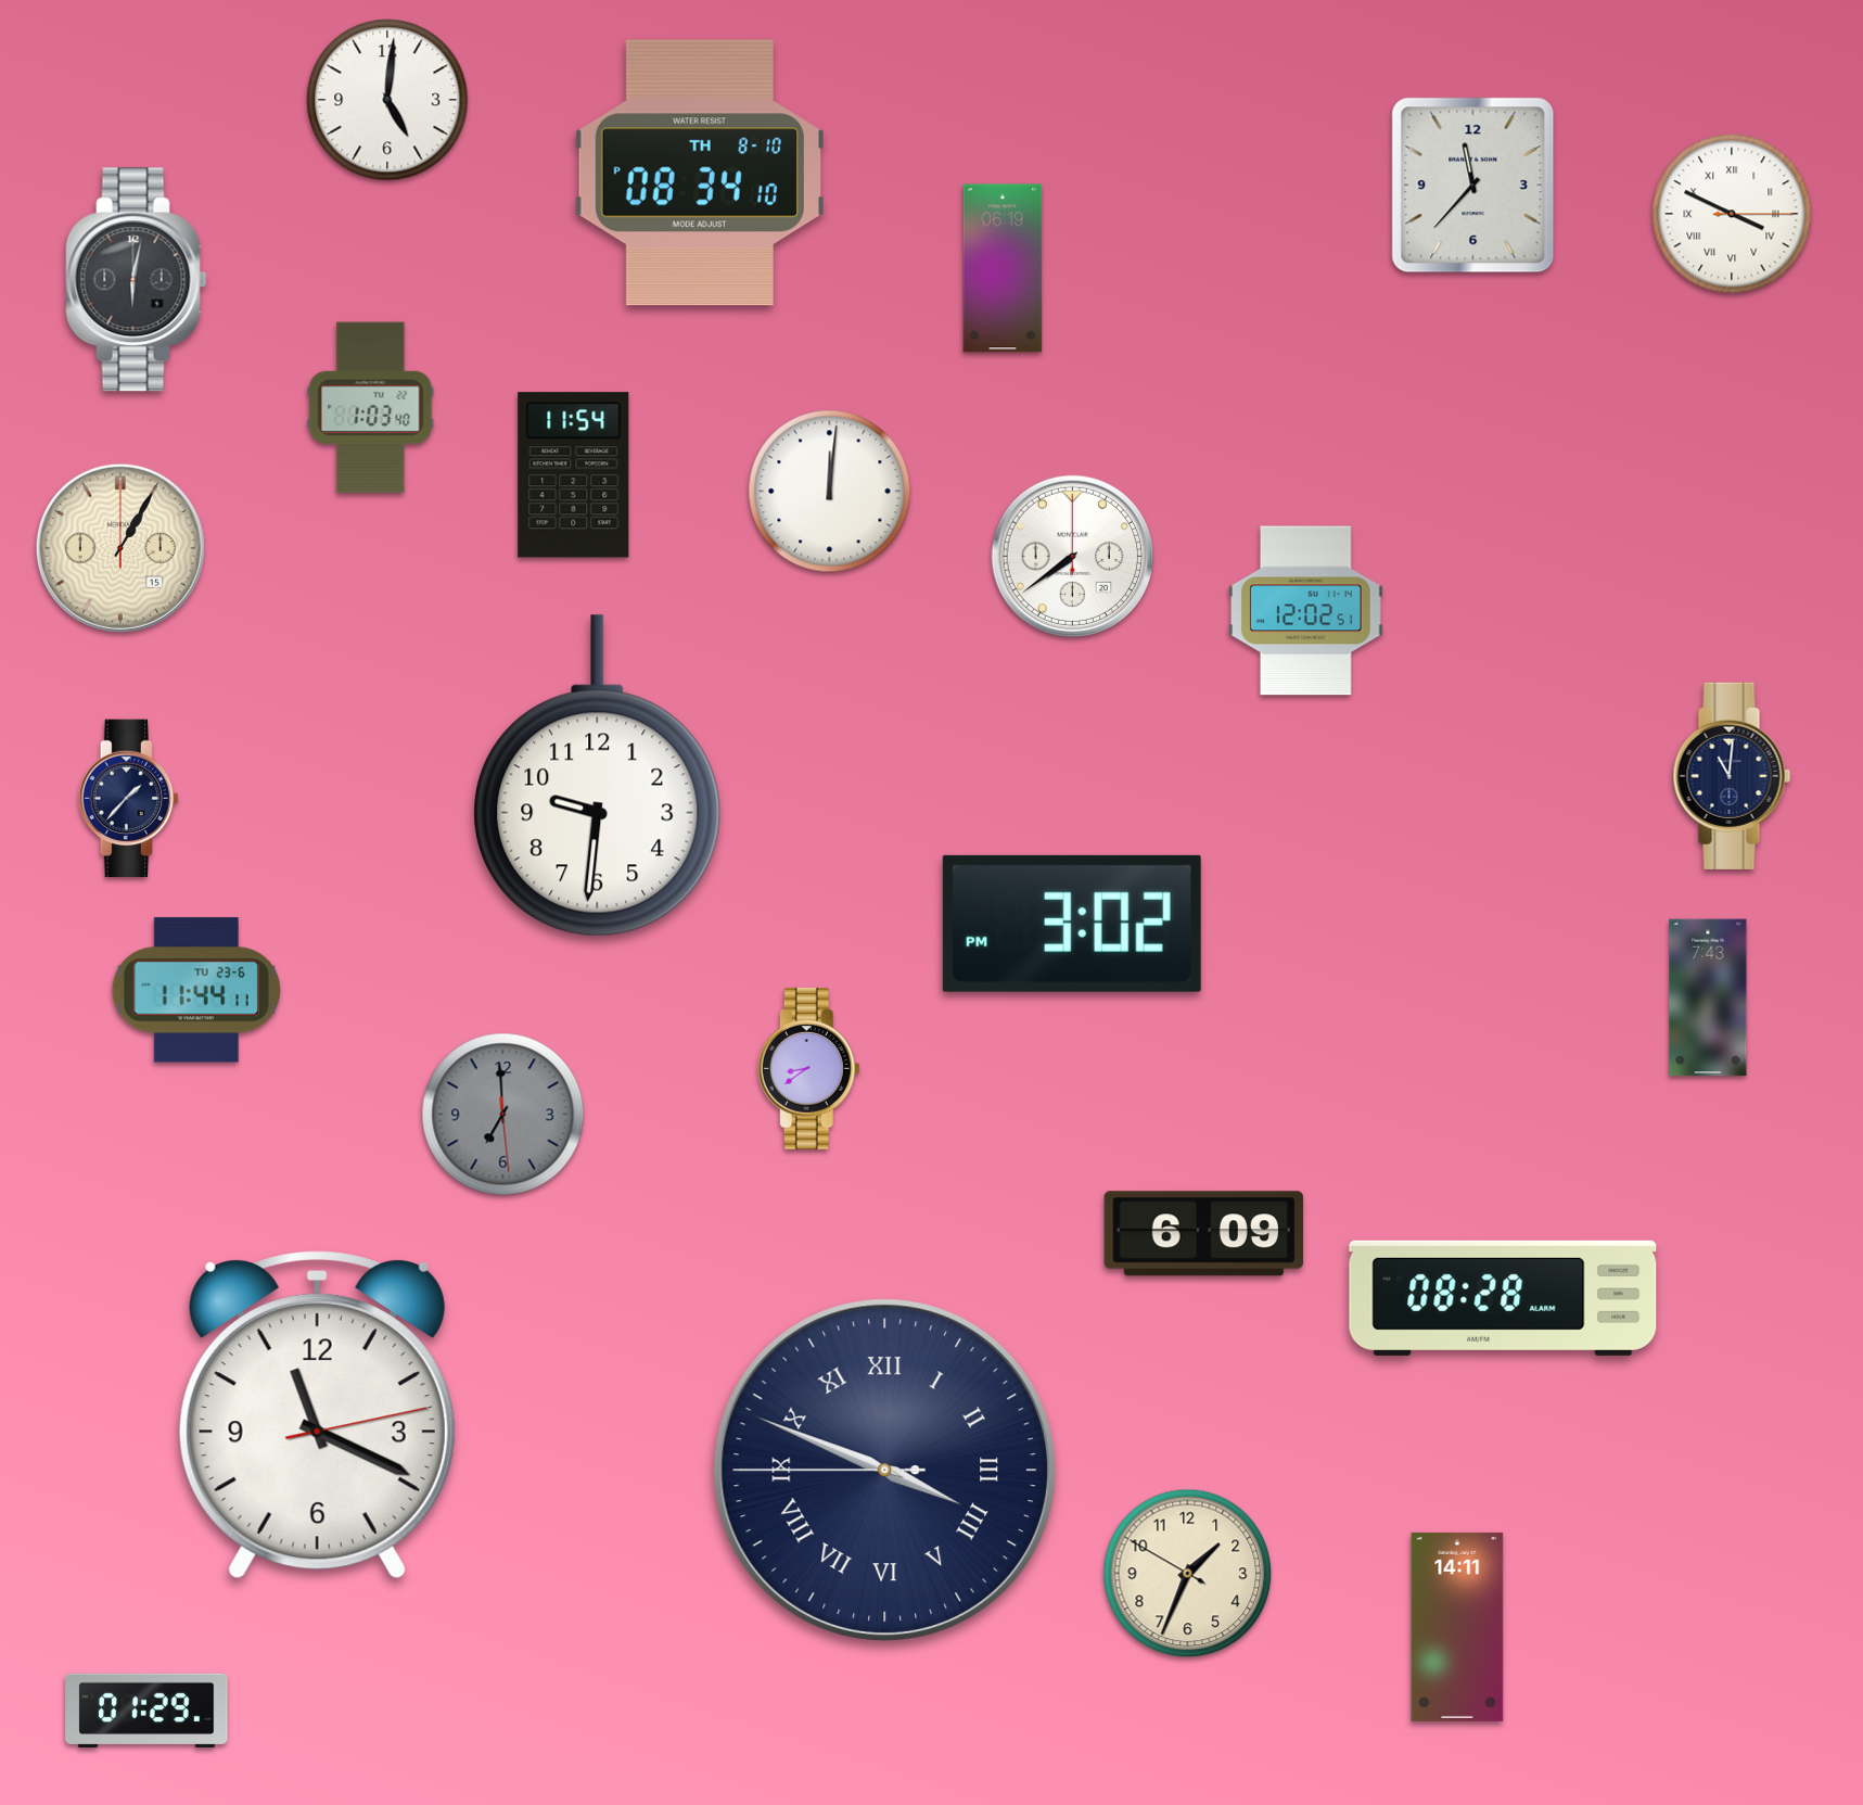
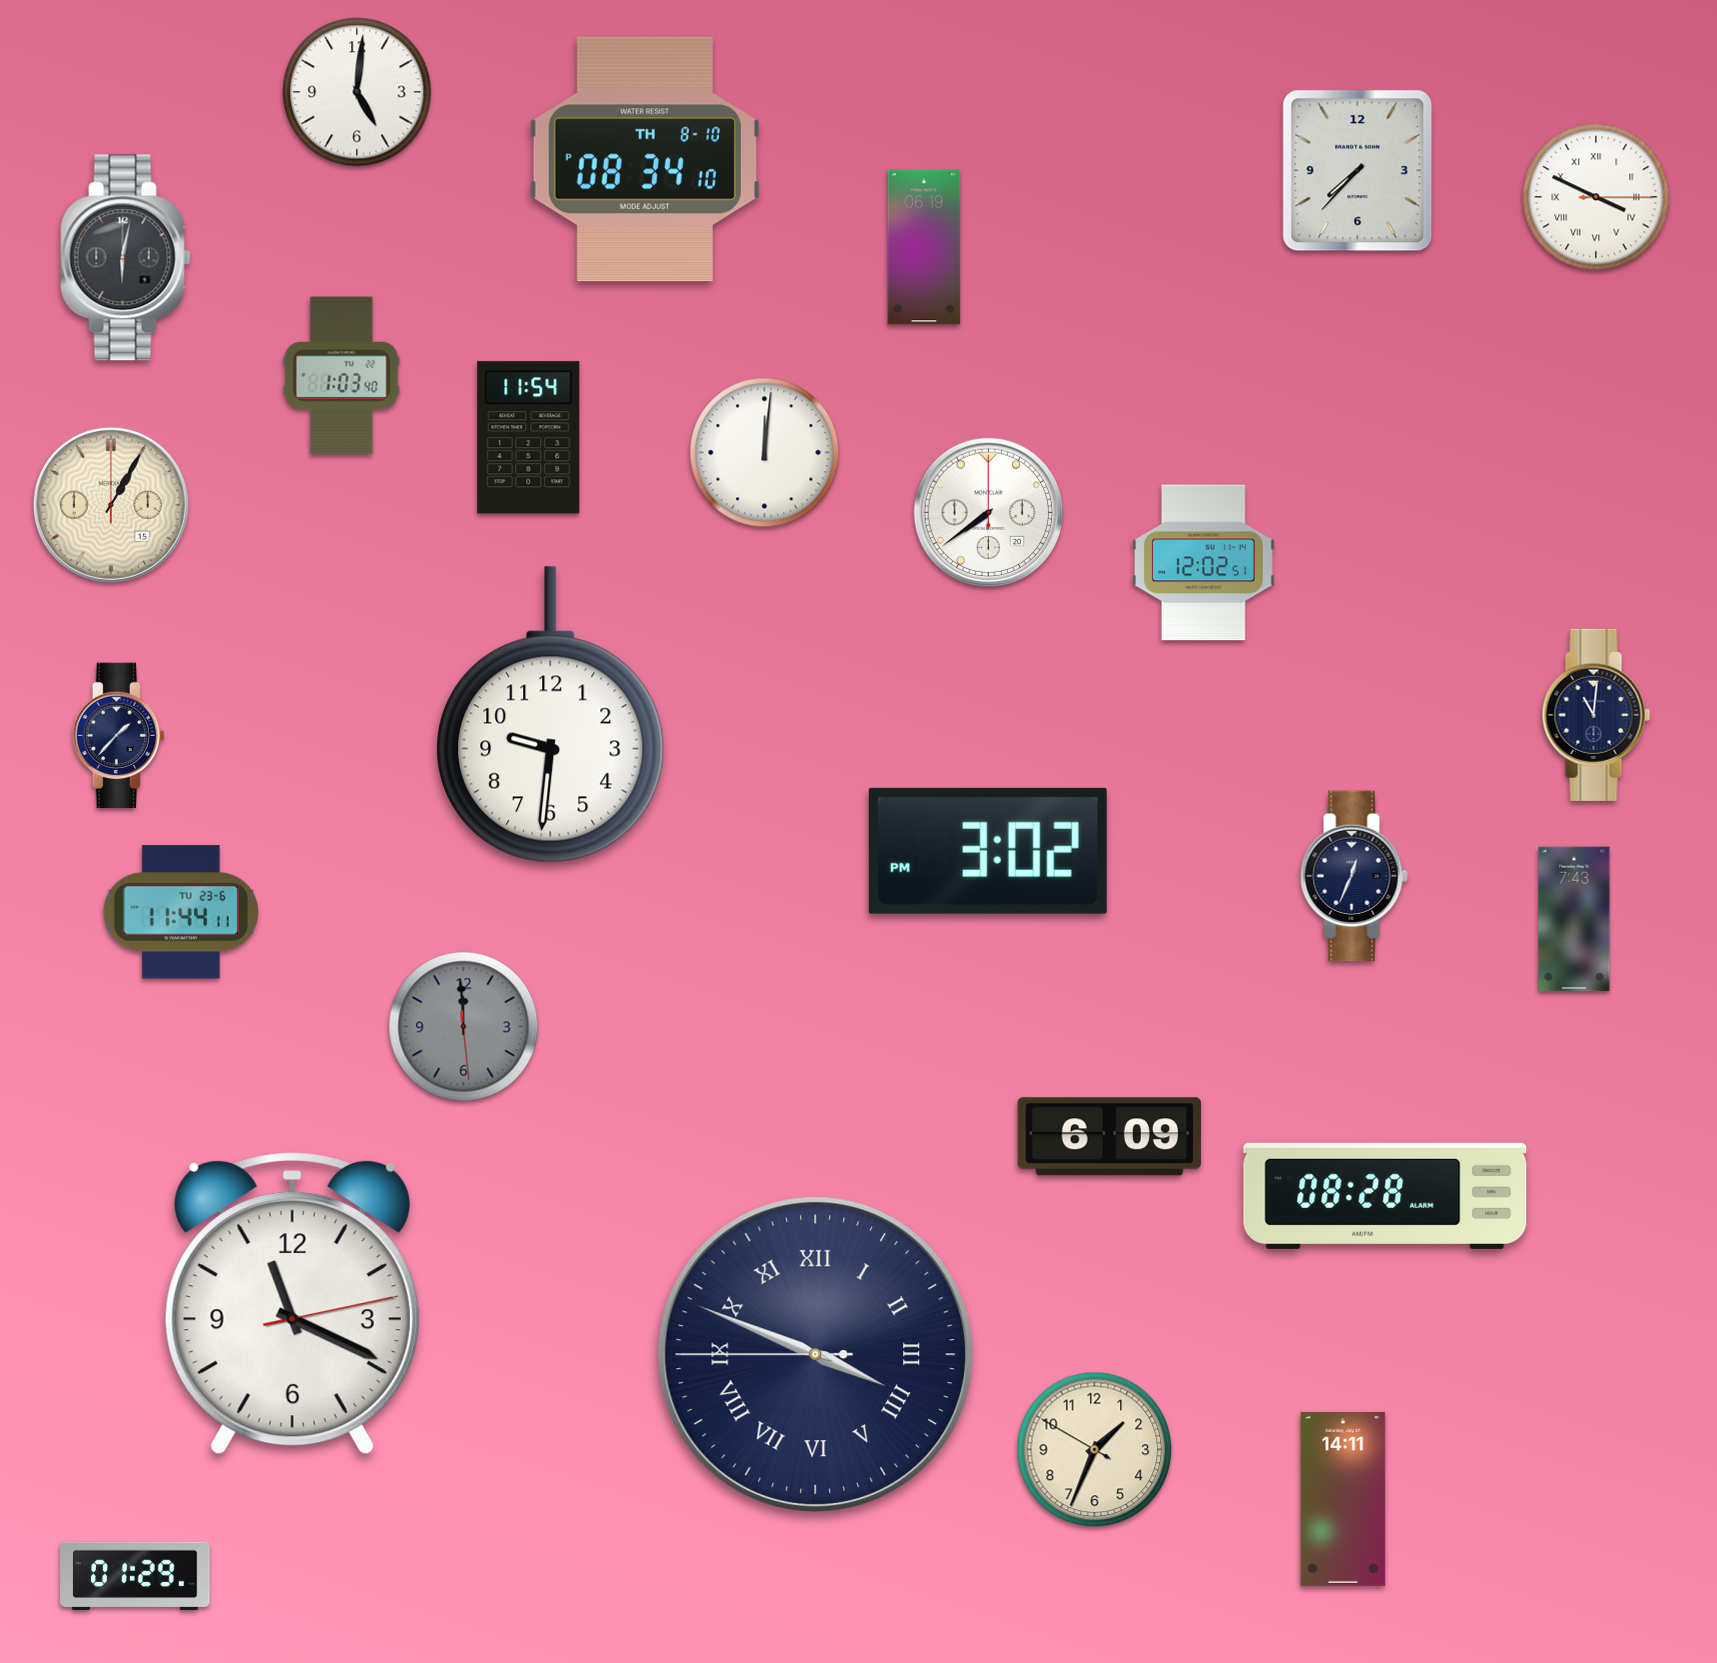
clock at (1473, 186): 11:37 -> 7:37
clock at (1354, 876): none -> 12:34
clock at (808, 1068): 8:39 -> none
clock at (503, 1115): 6:59 -> 11:59
